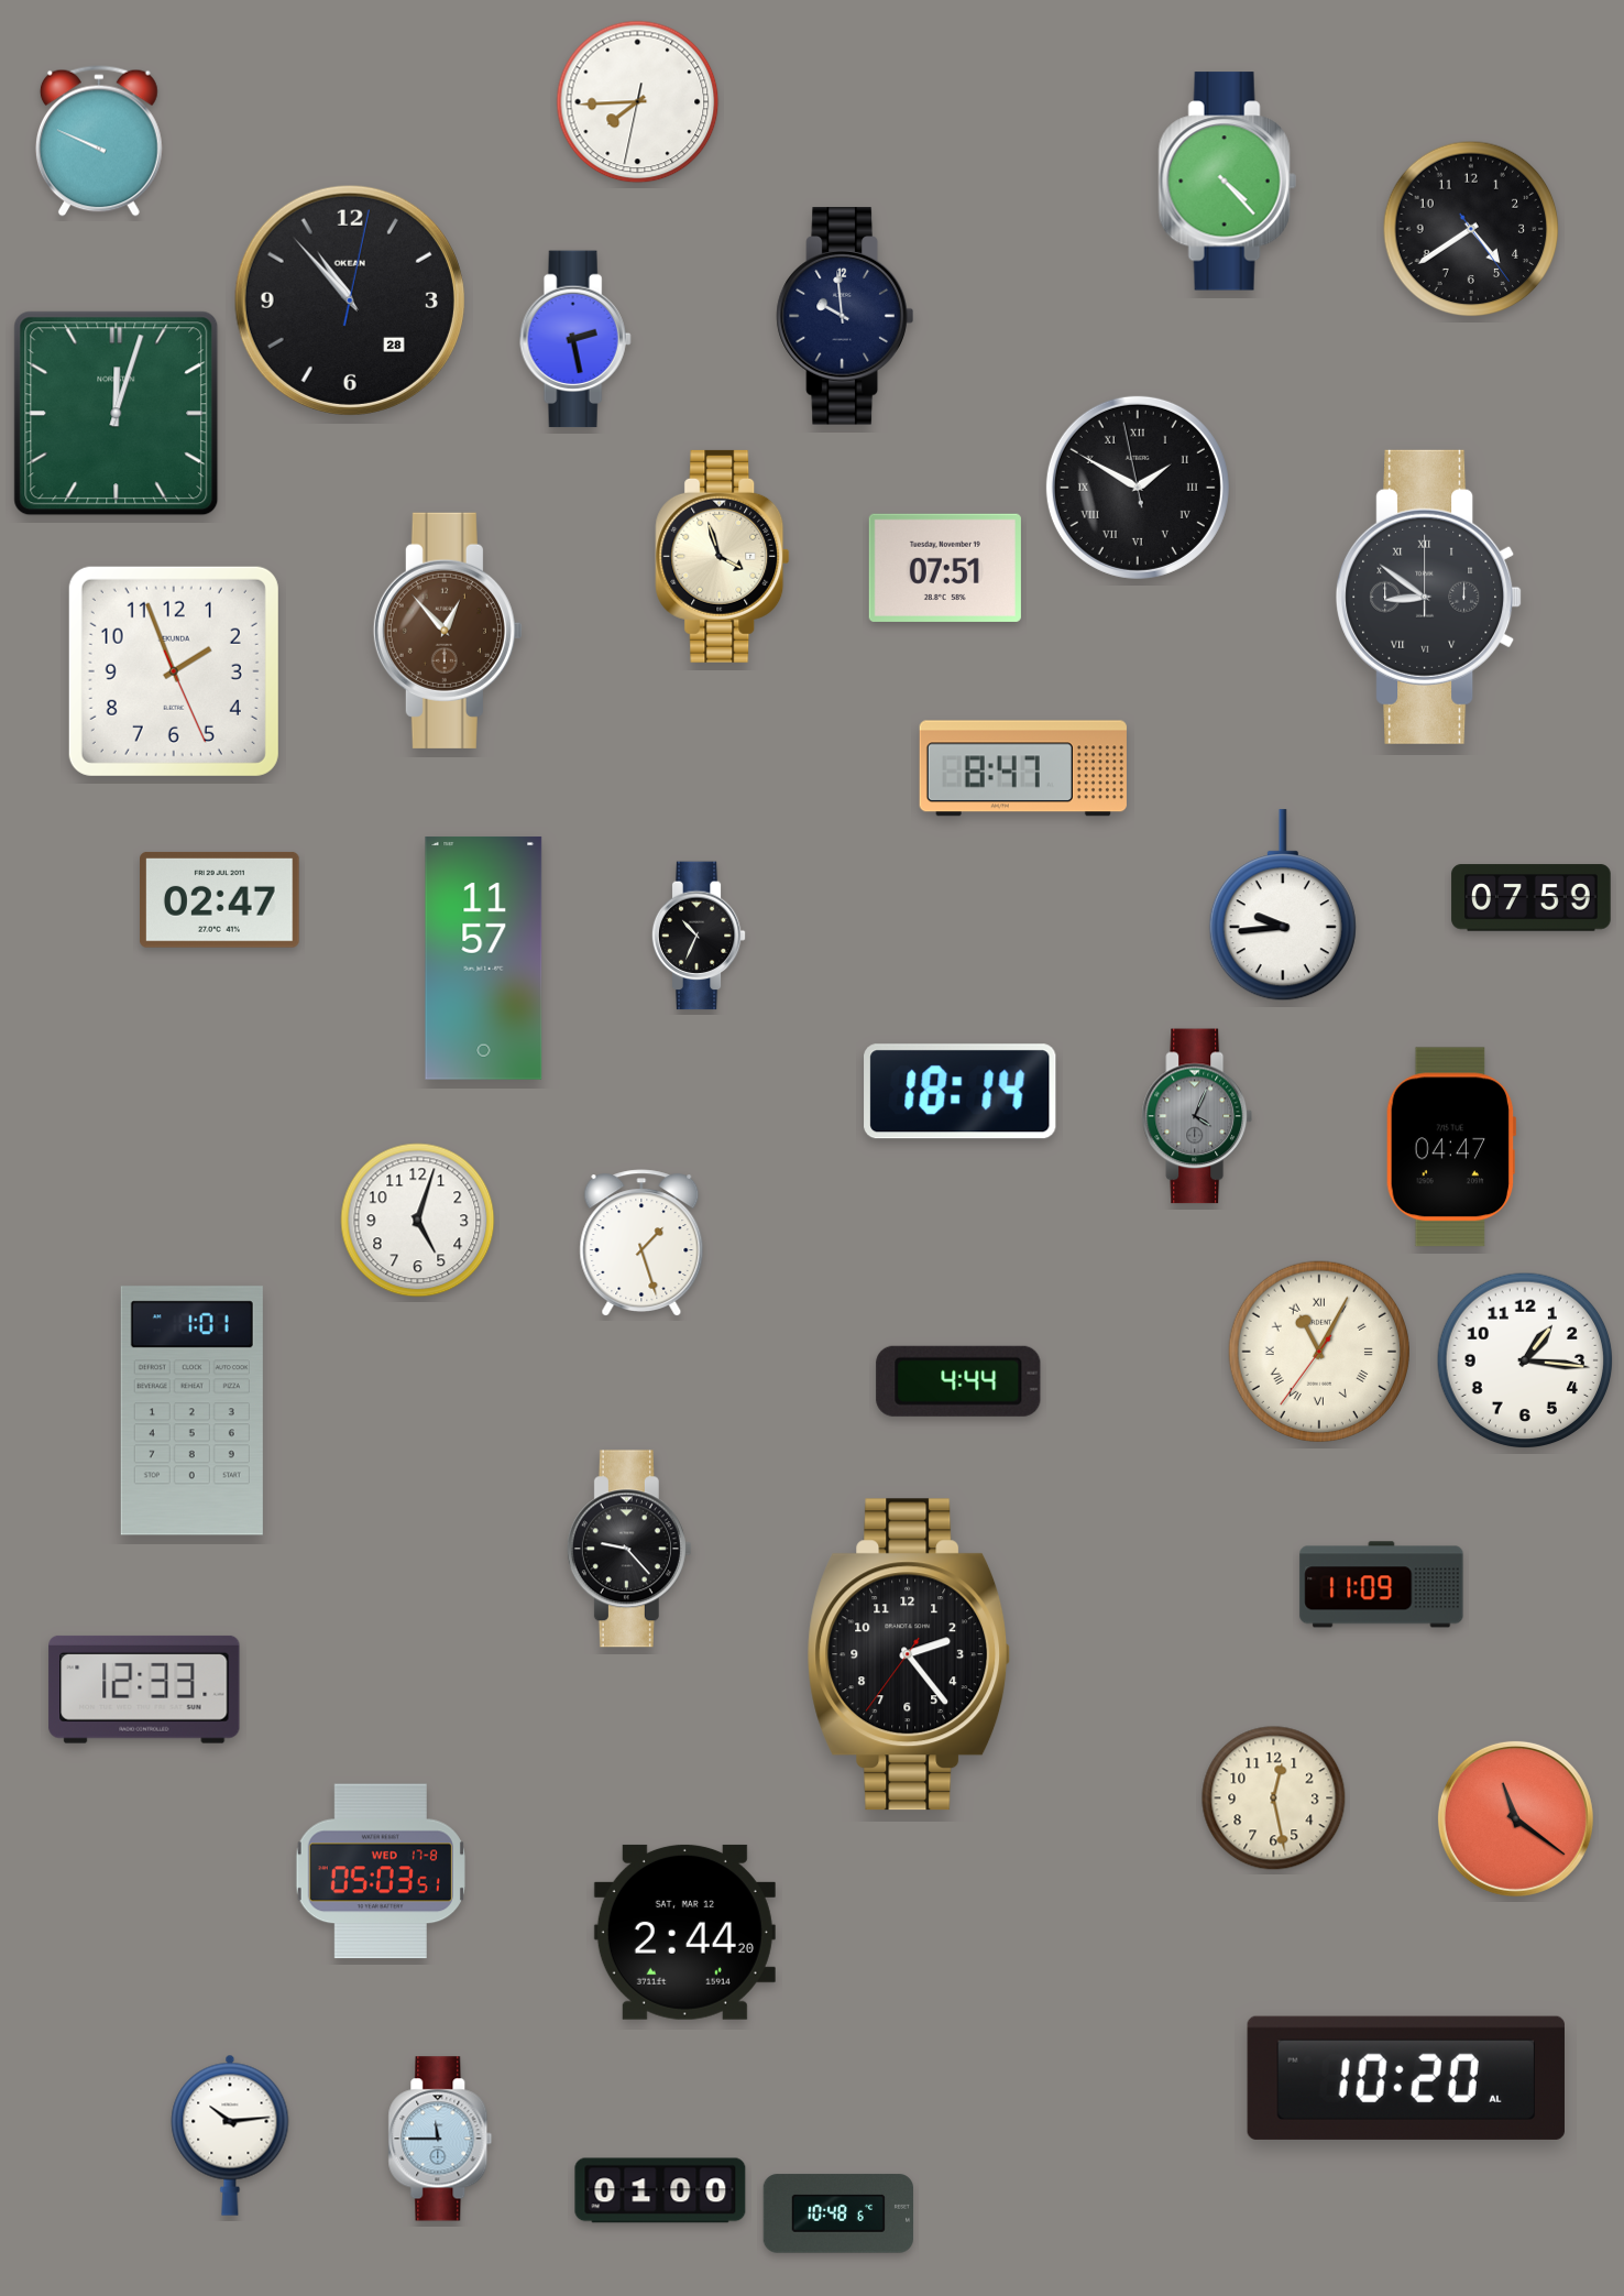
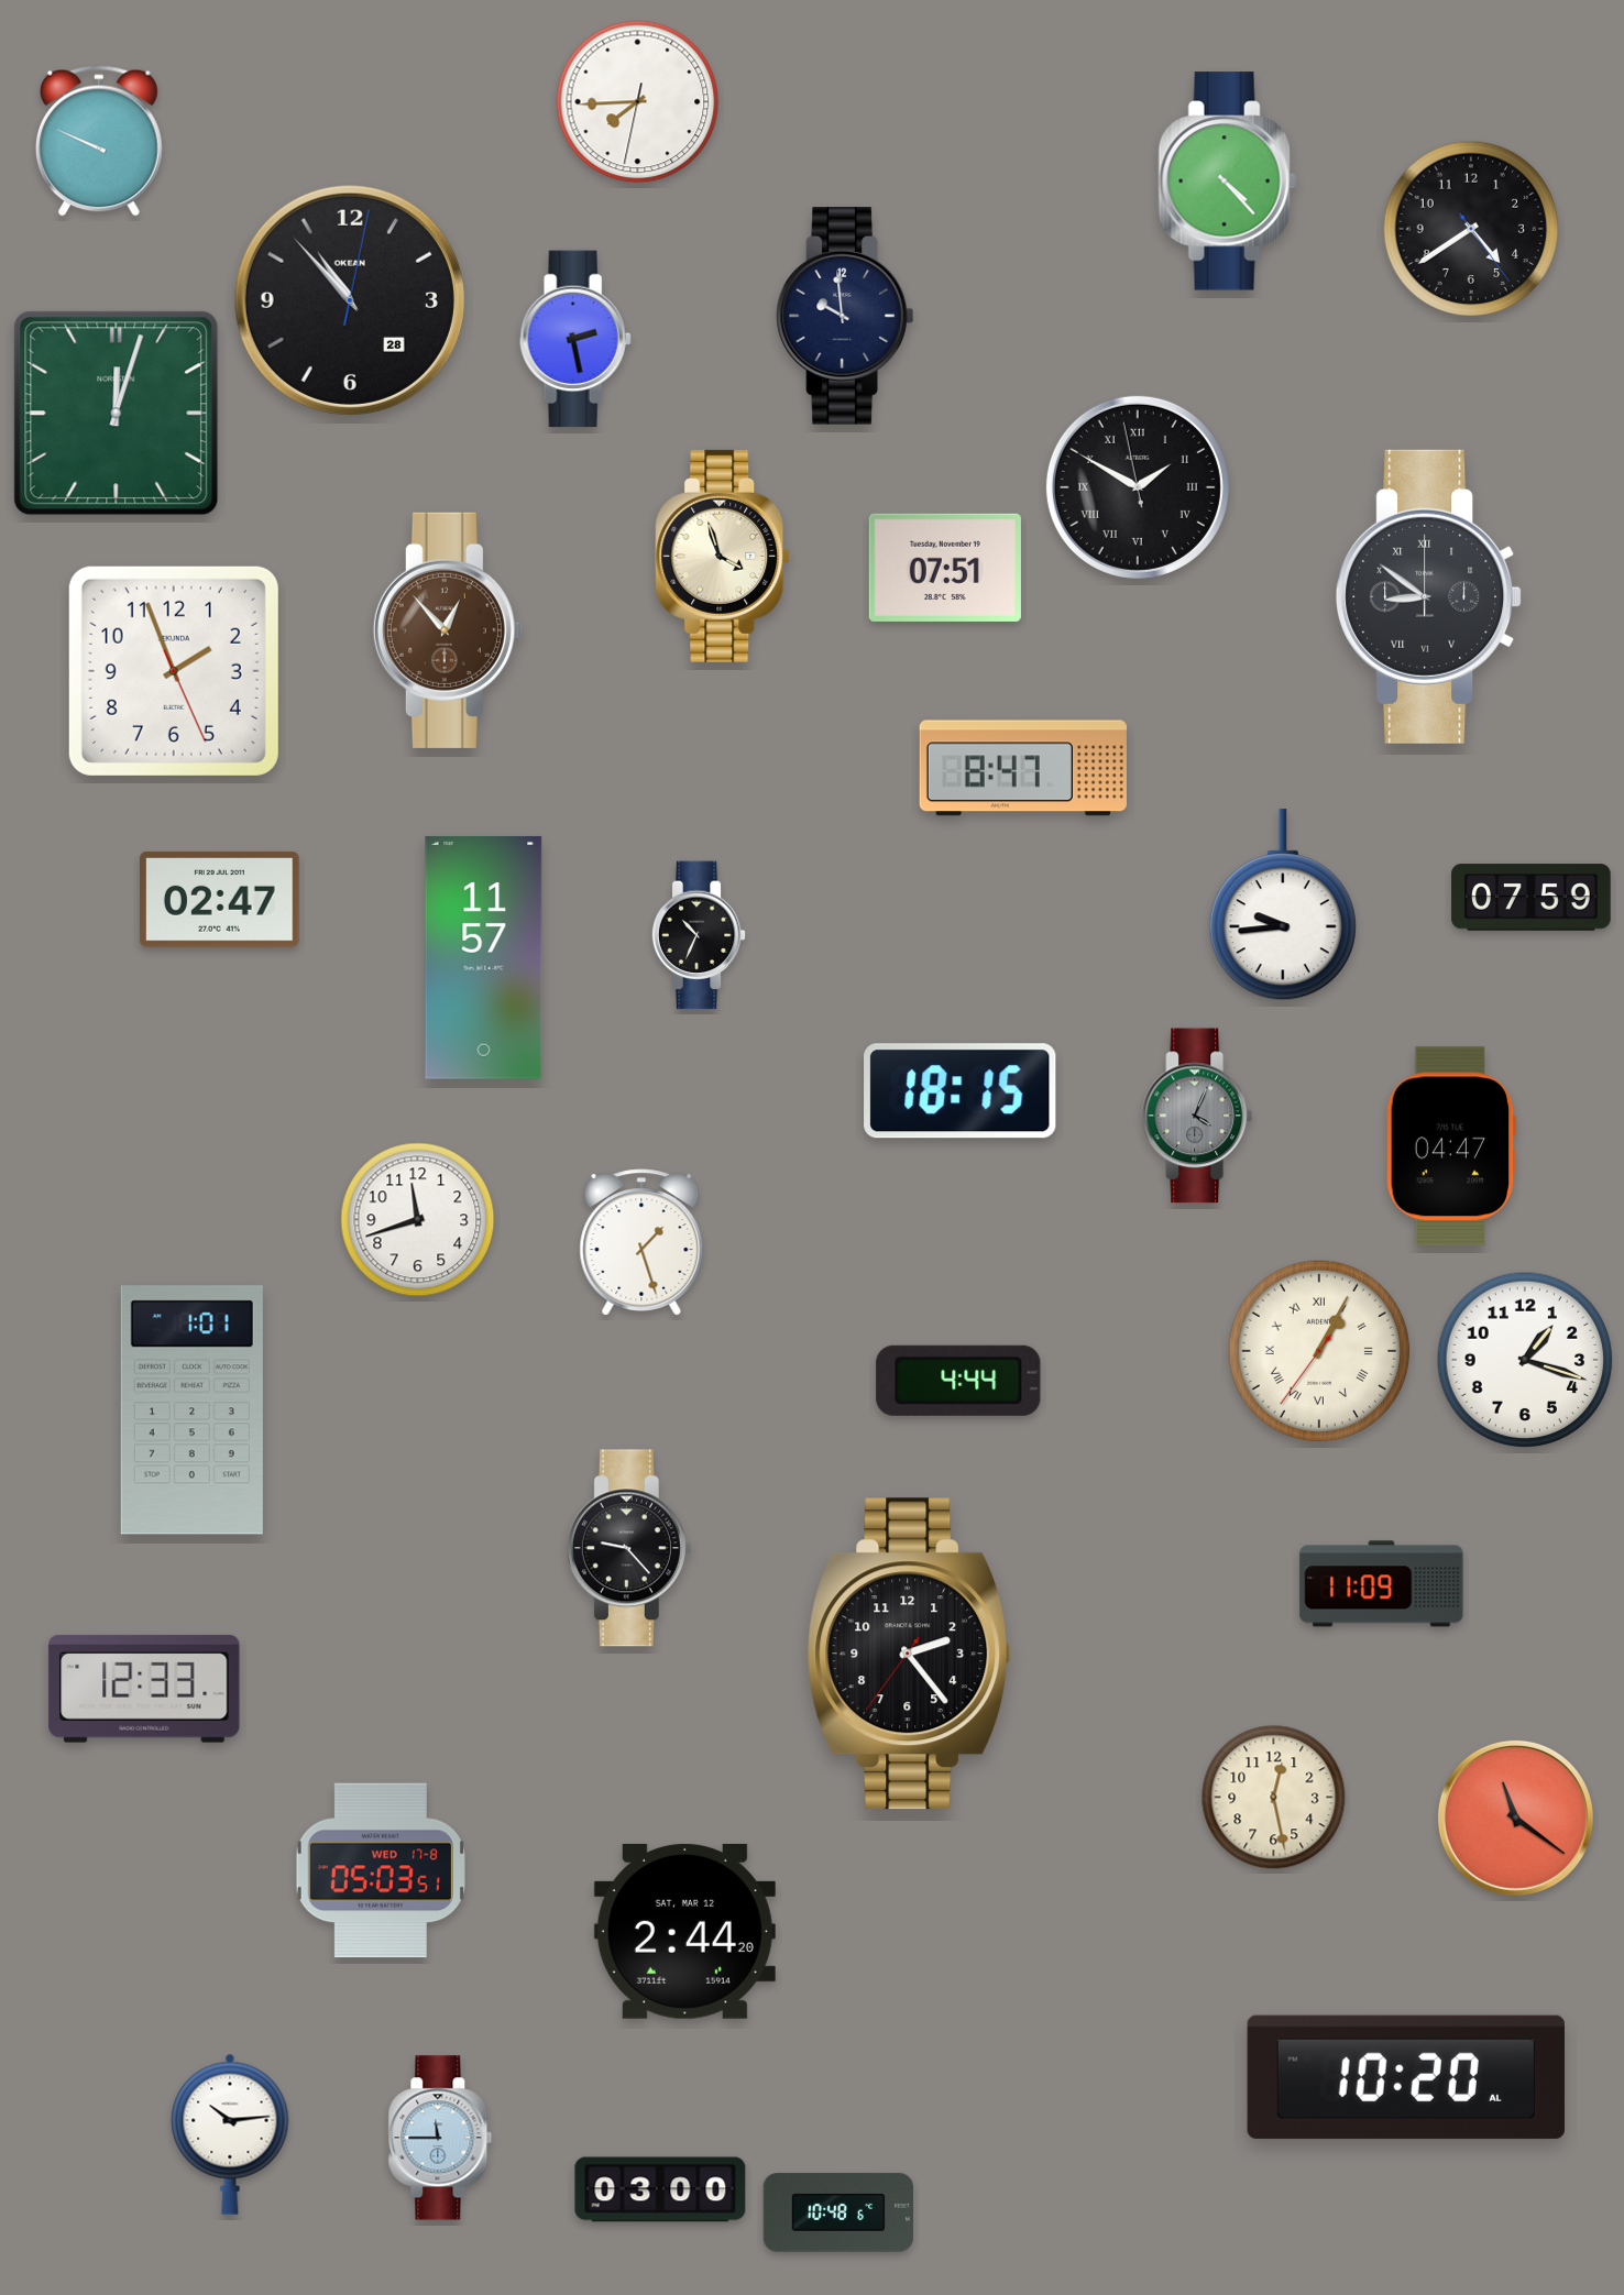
clock at (961, 1092): 18:14 -> 18:15
clock at (418, 1221): 5:03 -> 11:42
clock at (1318, 1351): 11:04 -> 1:04
clock at (1525, 1360): 1:16 -> 1:18
clock at (660, 2190): 01:00 -> 03:00
